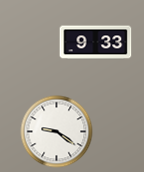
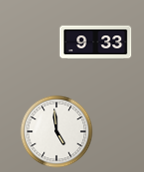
clock at (57, 132): 9:21 -> 4:59
